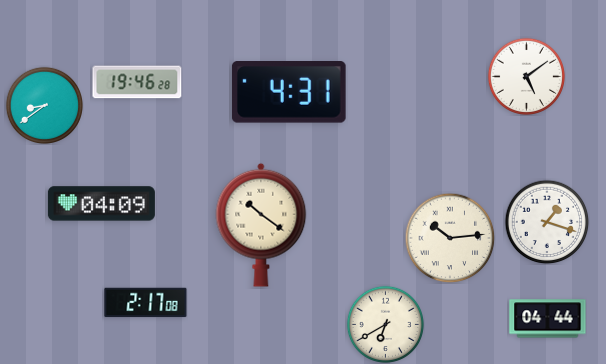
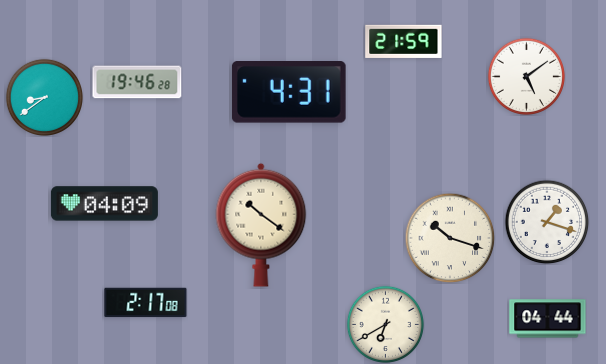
clock at (404, 41): none -> 21:59
clock at (44, 105) position: (44, 105) -> (44, 97)
clock at (101, 204) position: (101, 204) -> (104, 204)
clock at (450, 238): 10:14 -> 10:18
